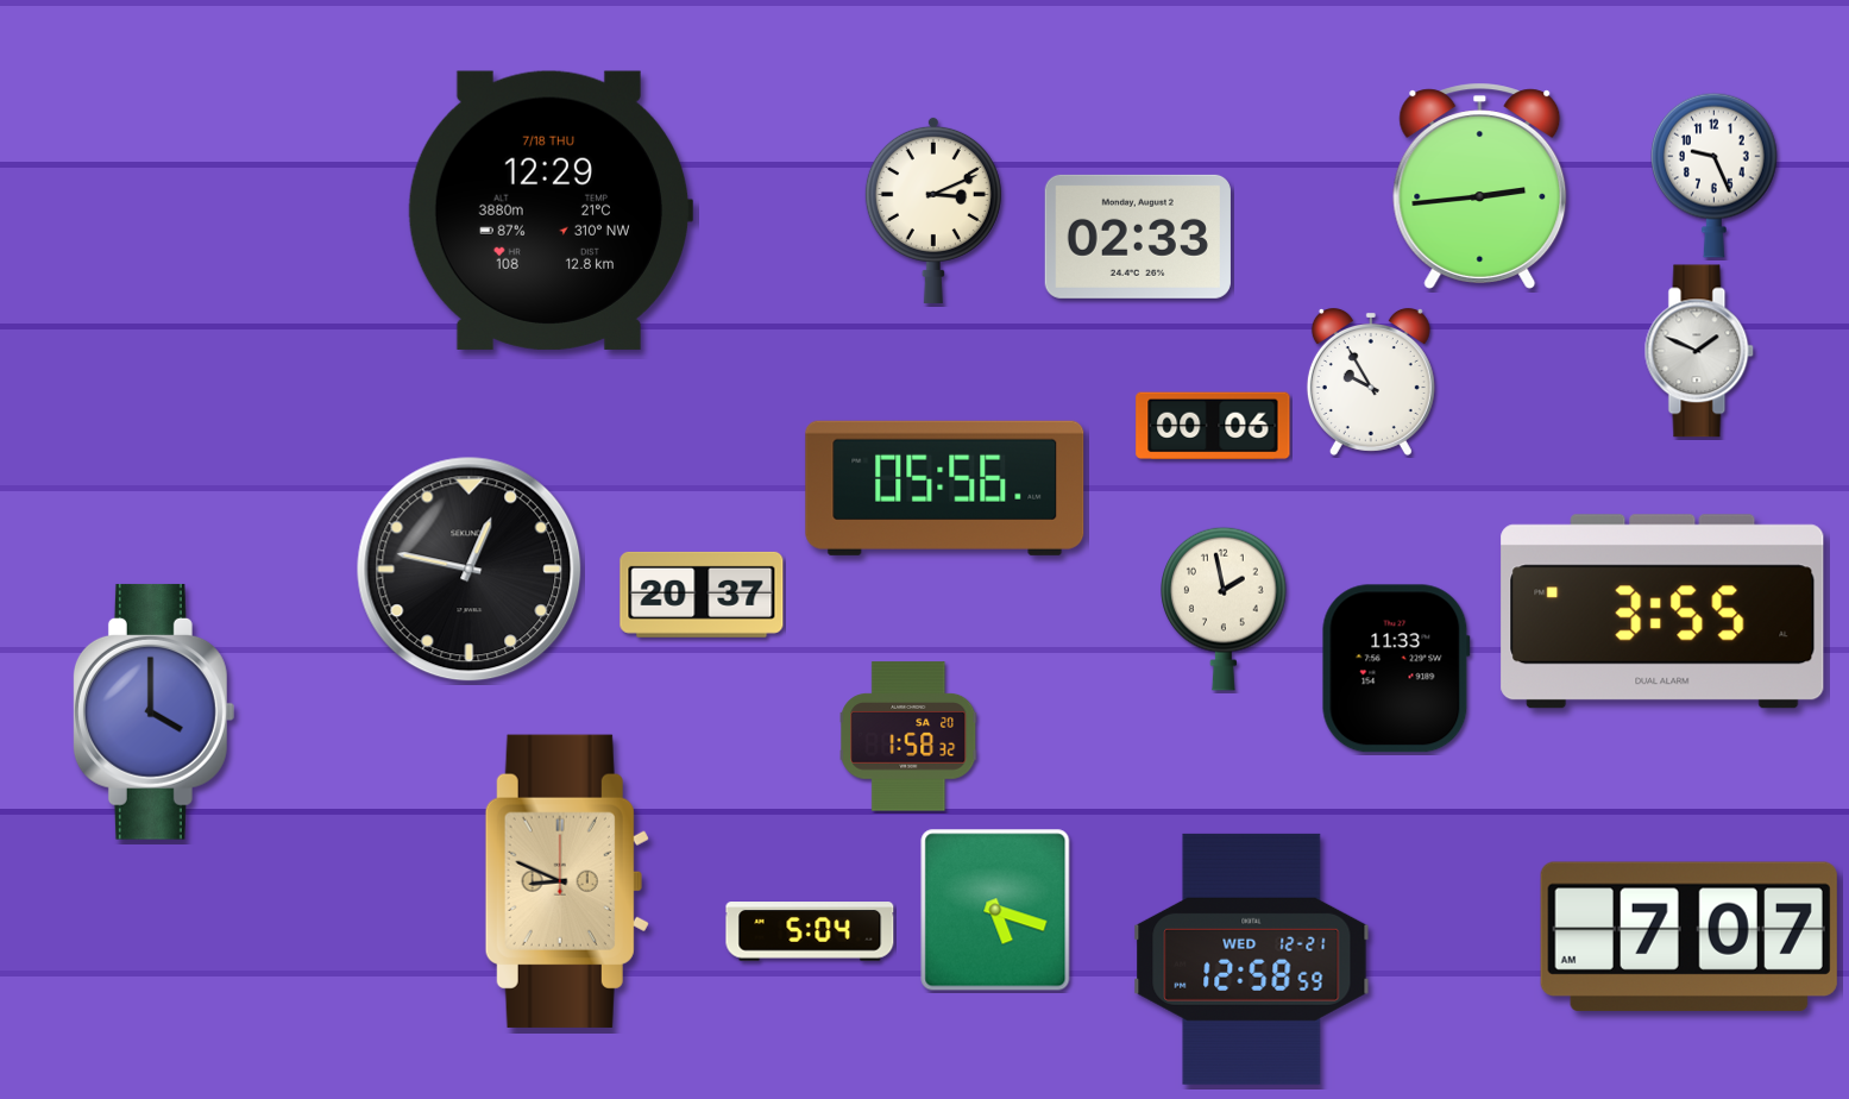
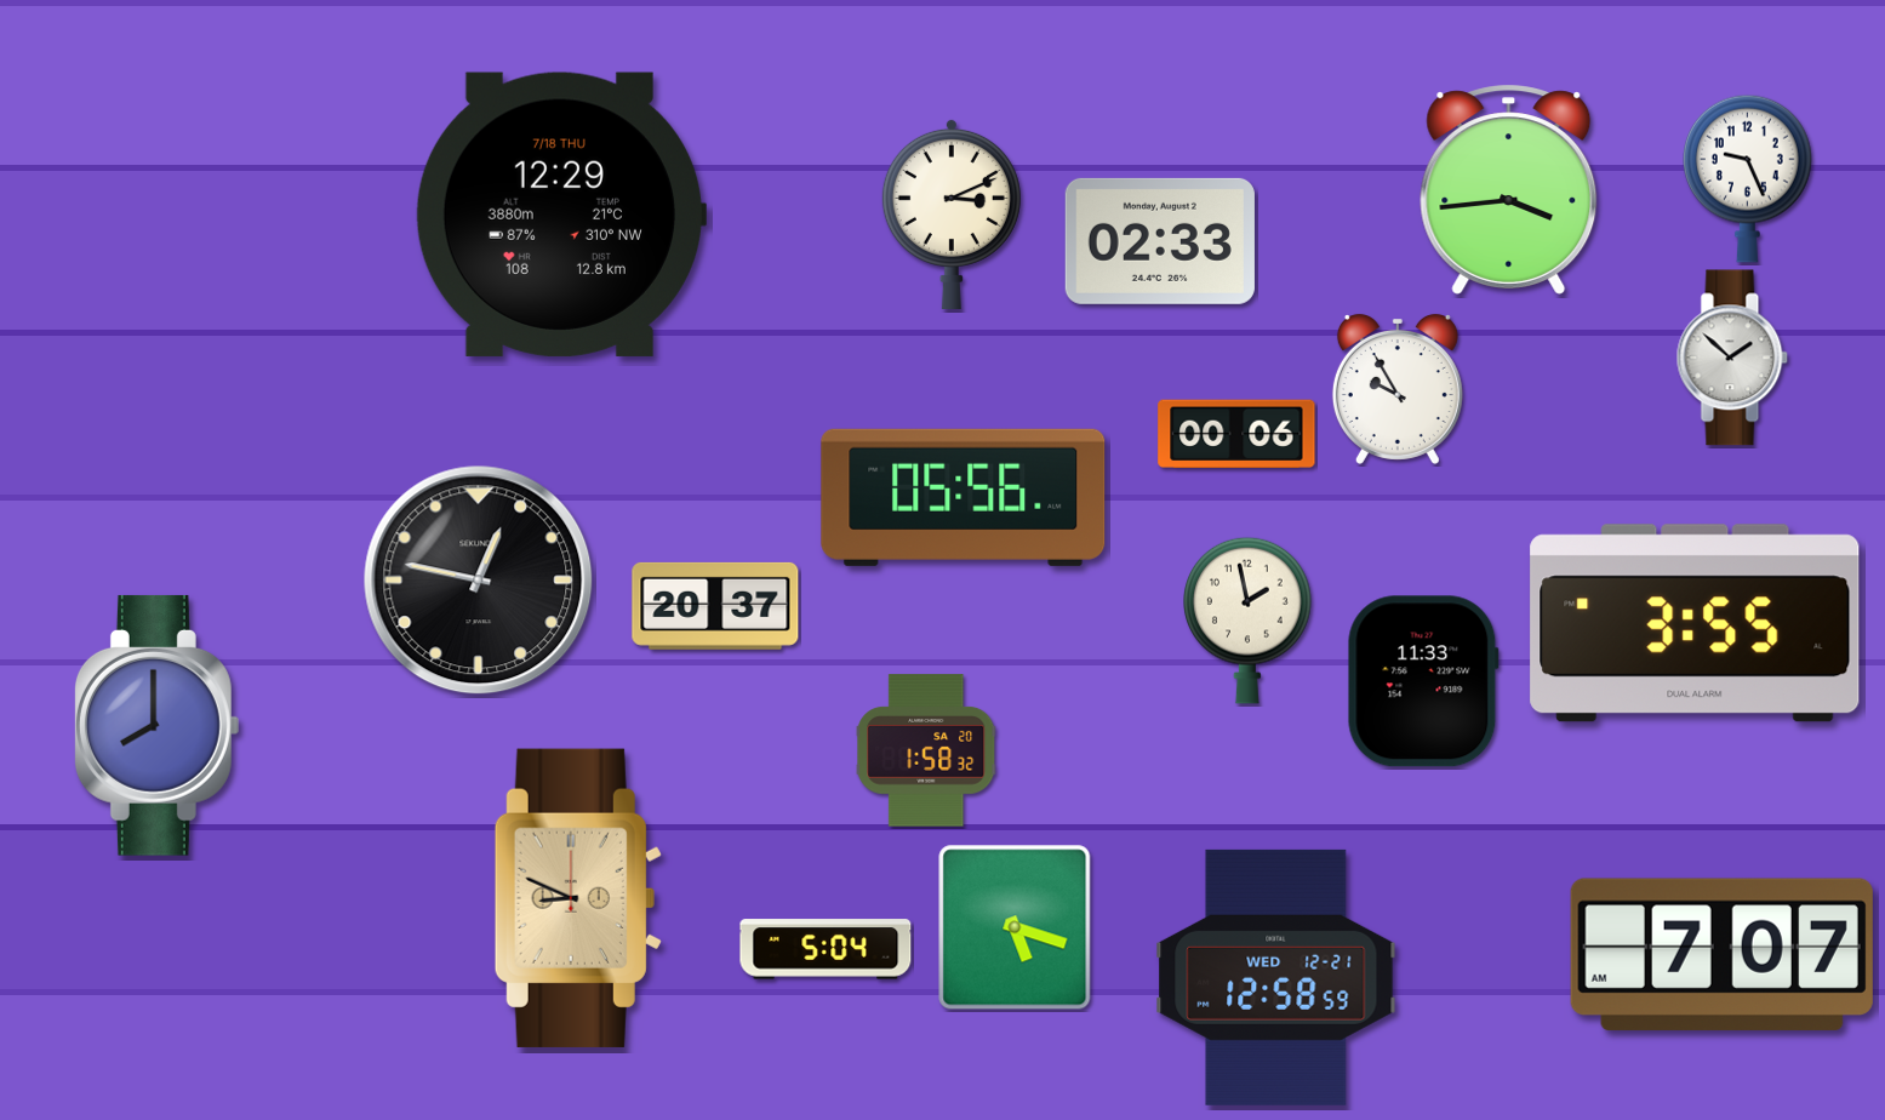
clock at (1480, 186): 2:44 -> 3:44
clock at (1699, 351): 1:49 -> 1:52
clock at (153, 711): 4:00 -> 8:00
